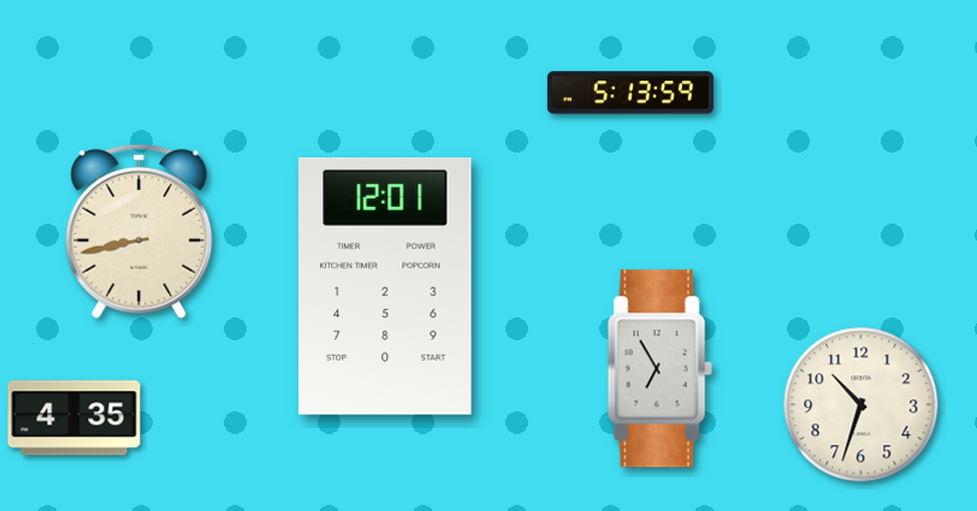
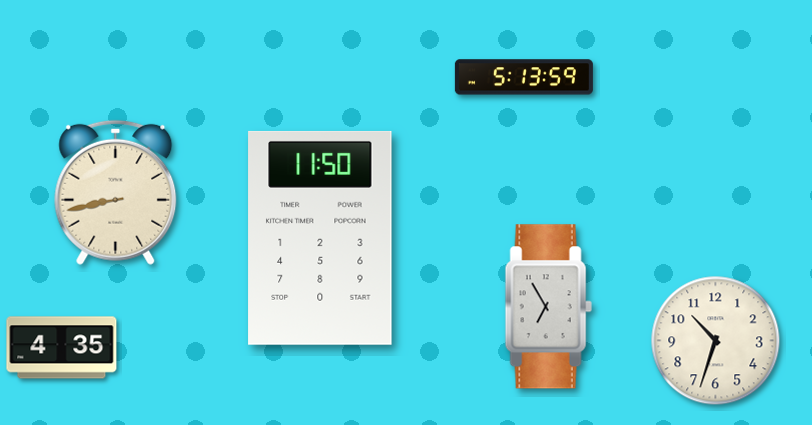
clock at (385, 286): 12:01 -> 11:50
clock at (861, 405) position: (861, 405) -> (716, 341)
